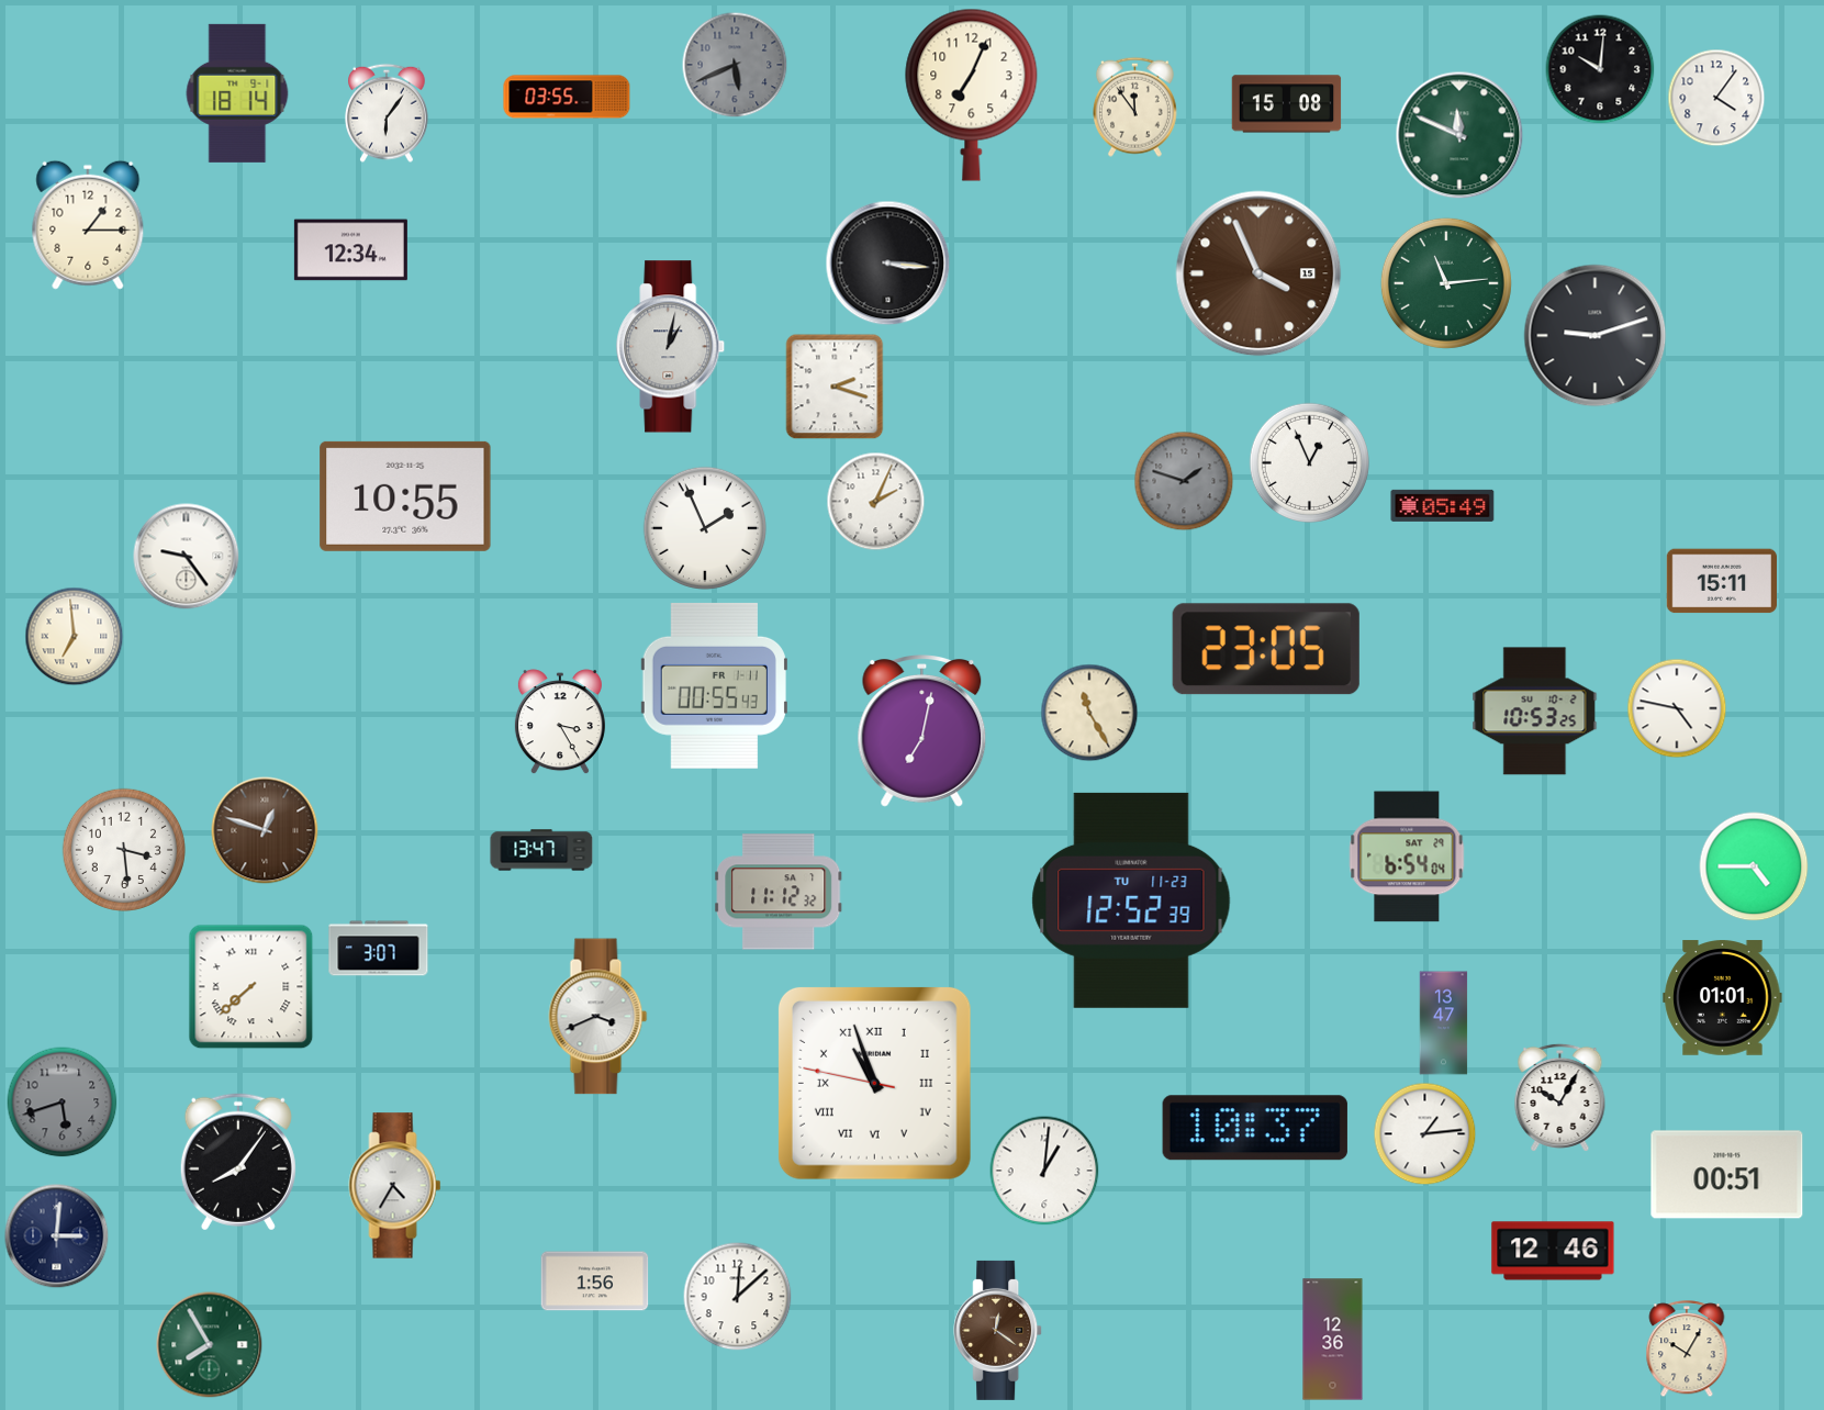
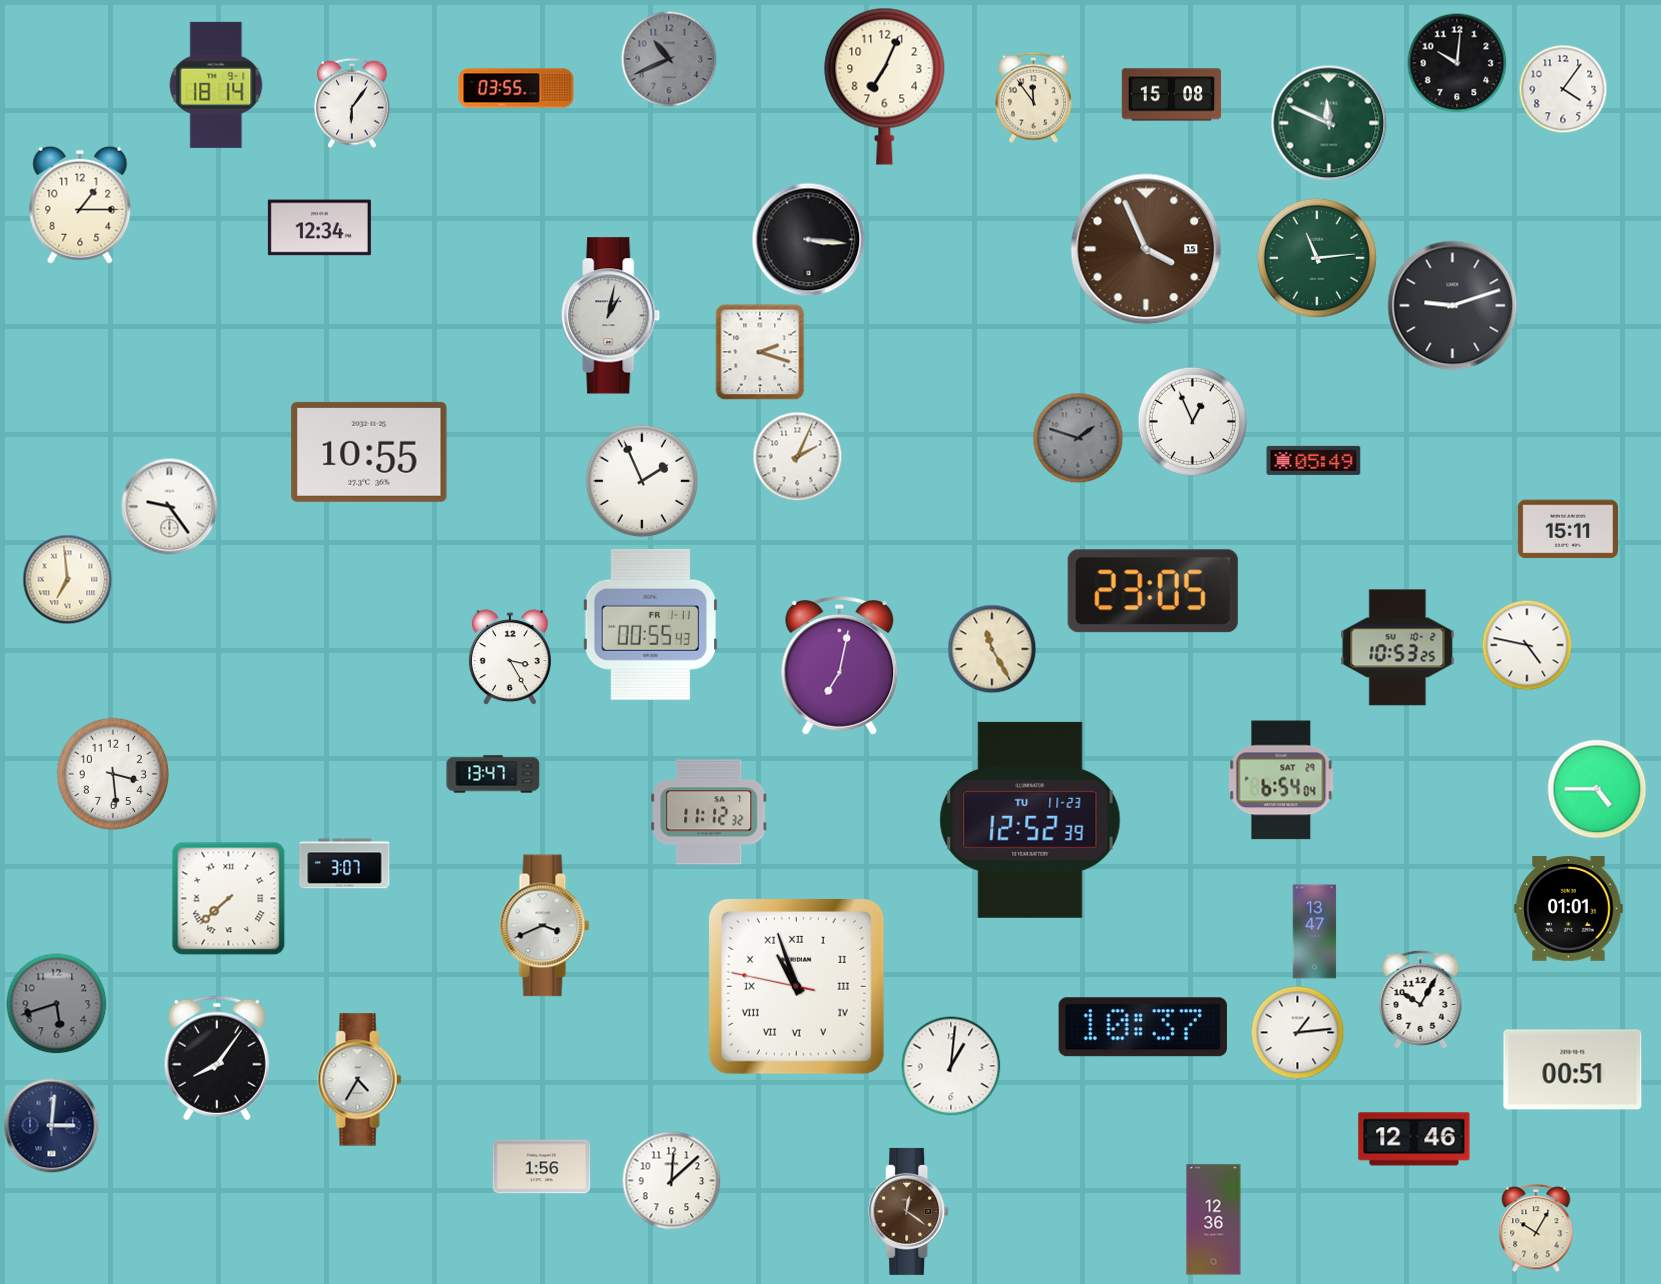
clock at (735, 65): 5:41 -> 10:41
clock at (265, 830): 12:48 -> none
clock at (210, 1345): 7:55 -> none
